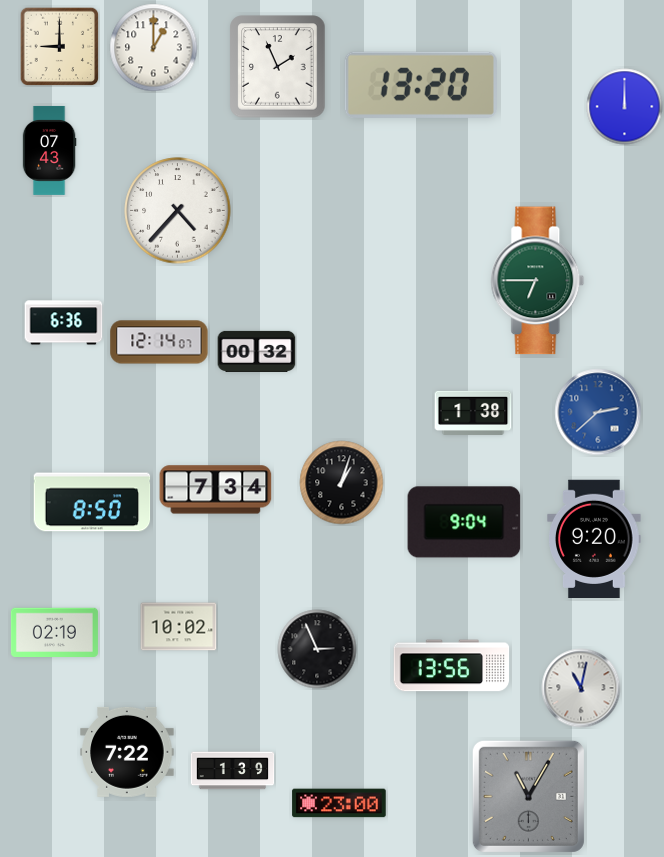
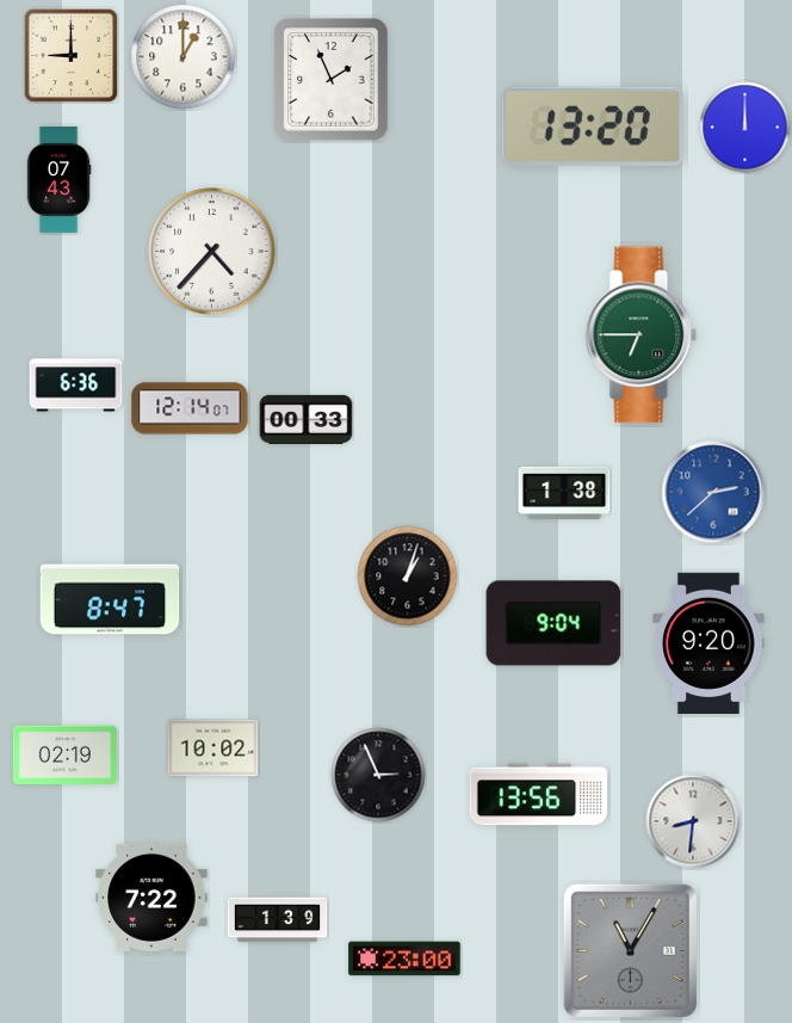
clock at (421, 85) position: (421, 85) -> (593, 127)
clock at (257, 351): 00:32 -> 00:33
clock at (216, 490): 7:34 -> none
clock at (92, 502): 8:50 -> 8:47
clock at (581, 688): 11:02 -> 8:31
